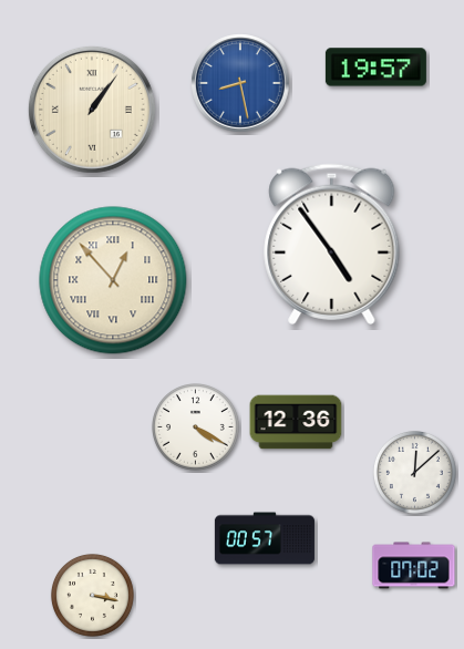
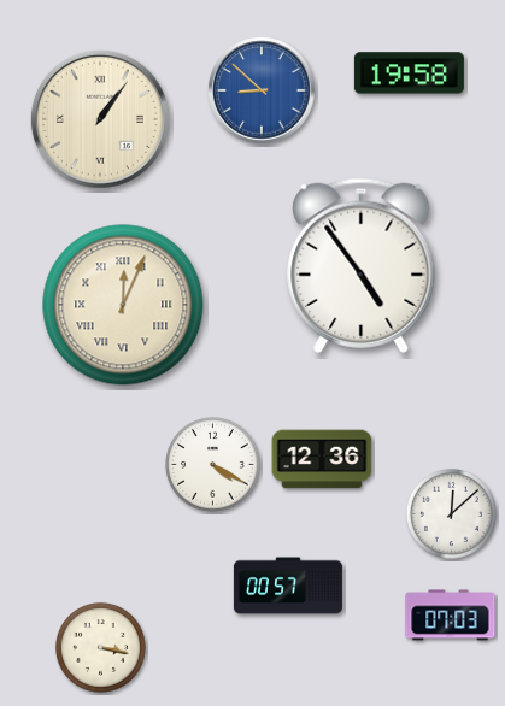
clock at (375, 68): 19:57 -> 19:58
clock at (240, 83): 8:28 -> 8:52
clock at (113, 280): 12:53 -> 12:04
clock at (414, 566): 07:02 -> 07:03
